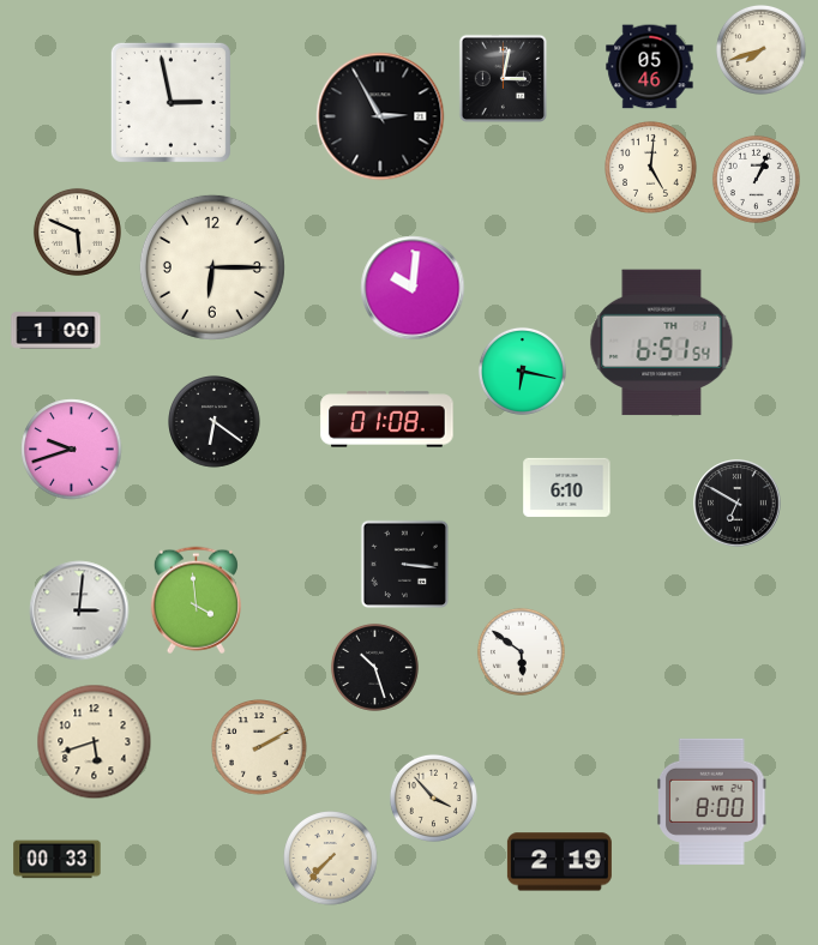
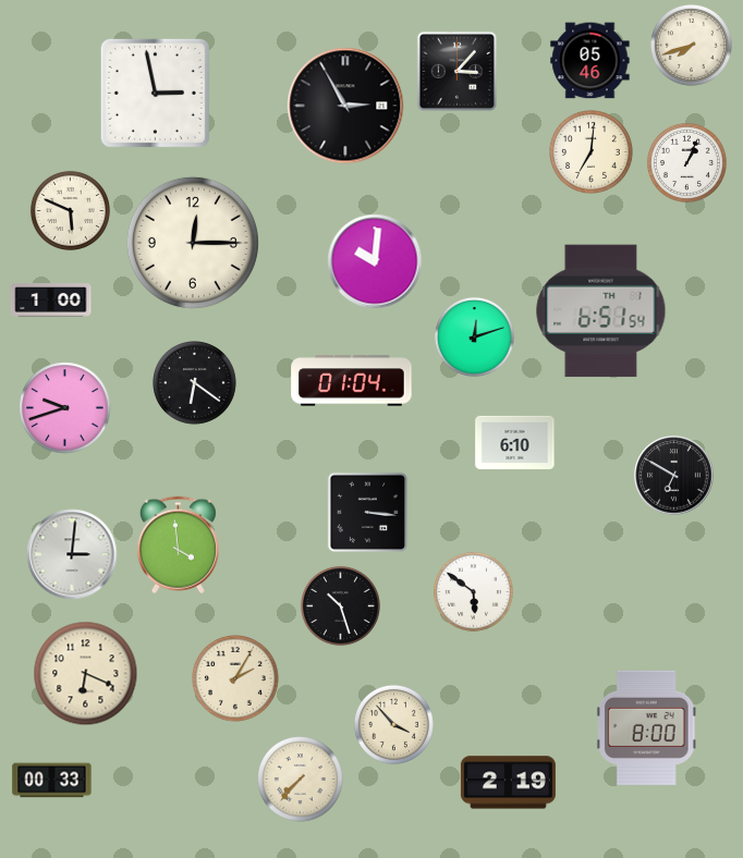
clock at (503, 78): 3:02 -> 3:07
clock at (651, 168): 5:01 -> 7:01
clock at (212, 267): 6:15 -> 12:15
clock at (522, 371): 6:17 -> 12:12
clock at (387, 420): 01:08 -> 01:04
clock at (738, 504) position: (738, 504) -> (674, 476)
clock at (95, 742): 5:42 -> 6:19
clock at (259, 747): 2:10 -> 2:05
